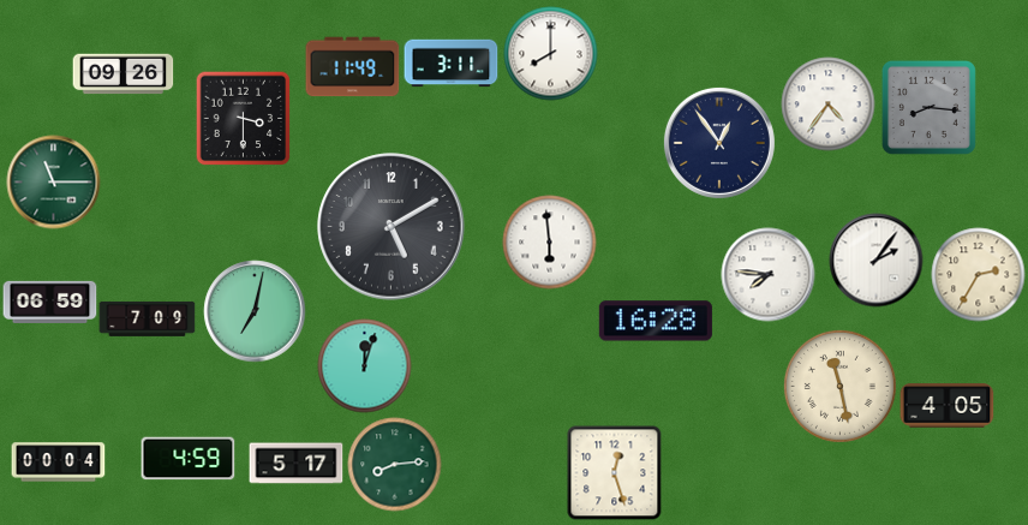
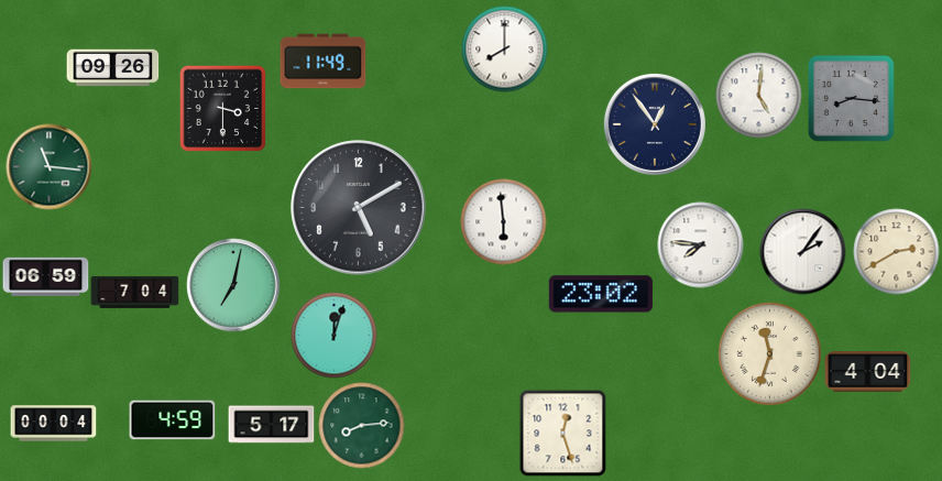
clock at (450, 64): 3:11 -> none
clock at (827, 103): 4:36 -> 5:01
clock at (719, 143) position: (719, 143) -> (655, 124)
clock at (53, 181): 11:15 -> 11:16
clock at (875, 259) position: (875, 259) -> (802, 251)
clock at (767, 274) position: (767, 274) -> (700, 244)
clock at (978, 274): 2:35 -> 2:40
clock at (147, 318): 7:09 -> 7:04
clock at (656, 321): 16:28 -> 23:02
clock at (839, 386): 11:28 -> 11:33
clock at (946, 406): 4:05 -> 4:04
